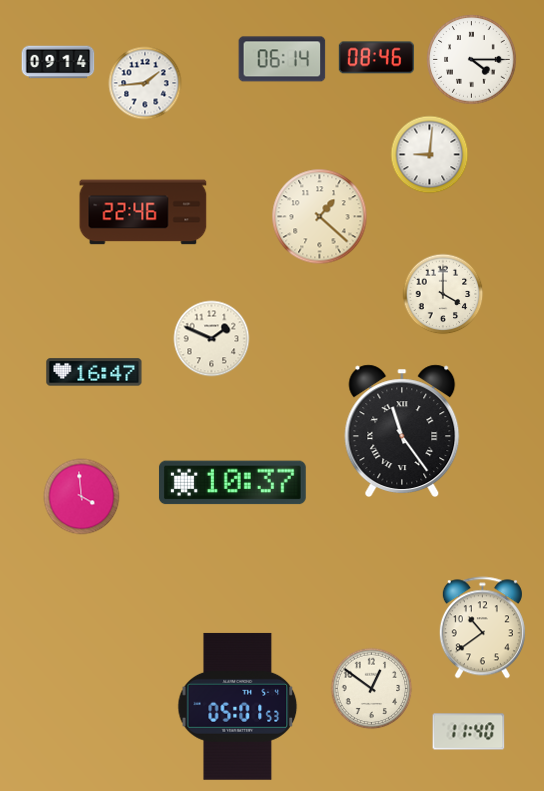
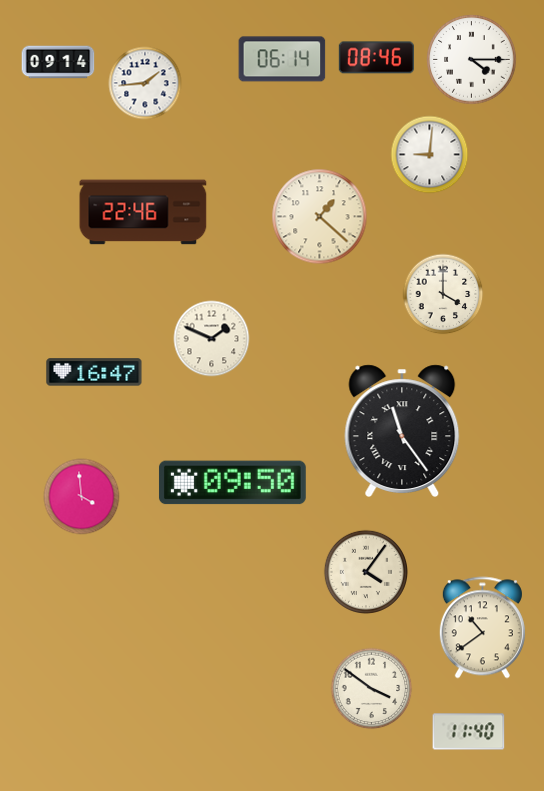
clock at (232, 483): 10:37 -> 09:50
clock at (365, 571): none -> 4:06
clock at (372, 689): 12:51 -> 3:51
clock at (238, 706): 05:01 -> none
